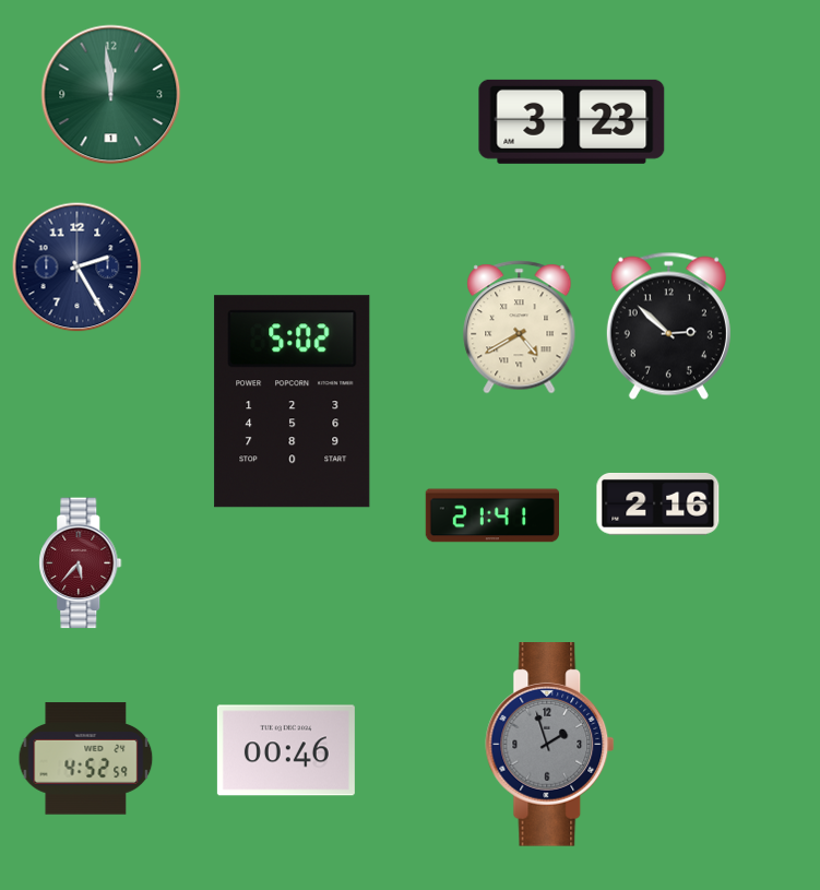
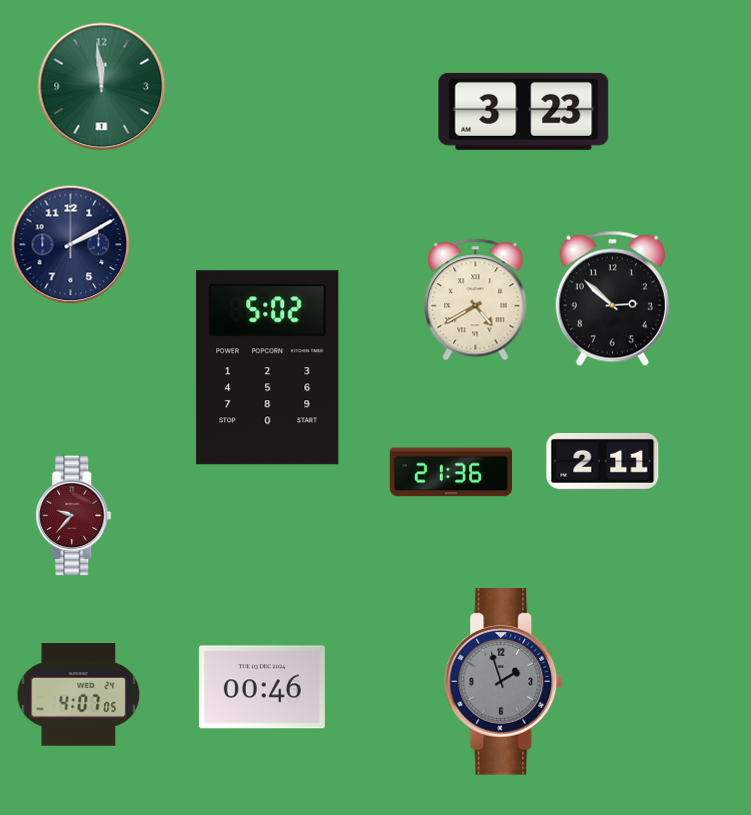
clock at (78, 268): 2:25 -> 2:10
clock at (658, 503): 2:16 -> 2:11
clock at (491, 515): 21:41 -> 21:36
clock at (81, 563): 5:37 -> 9:37
clock at (86, 759): 4:52 -> 4:07
